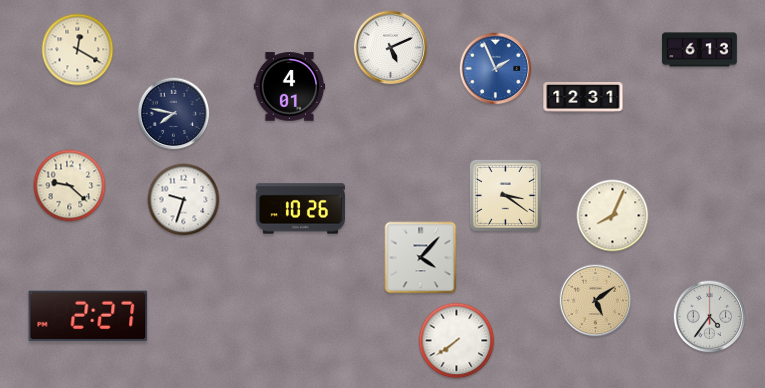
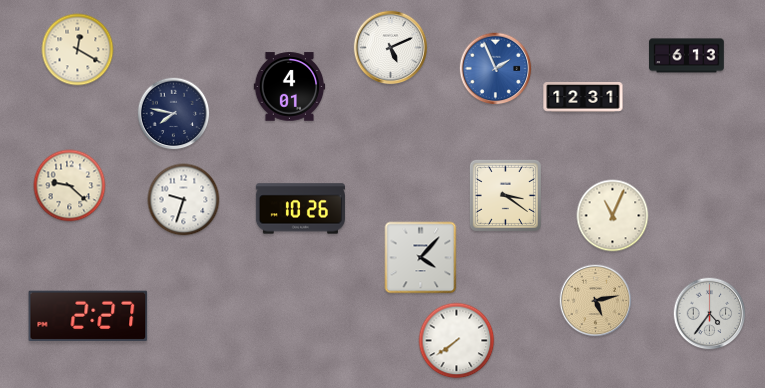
clock at (700, 50) position: (700, 50) -> (687, 56)
clock at (613, 216): 8:04 -> 11:04
clock at (596, 301): 5:09 -> 5:13
clock at (710, 317) position: (710, 317) -> (710, 314)
